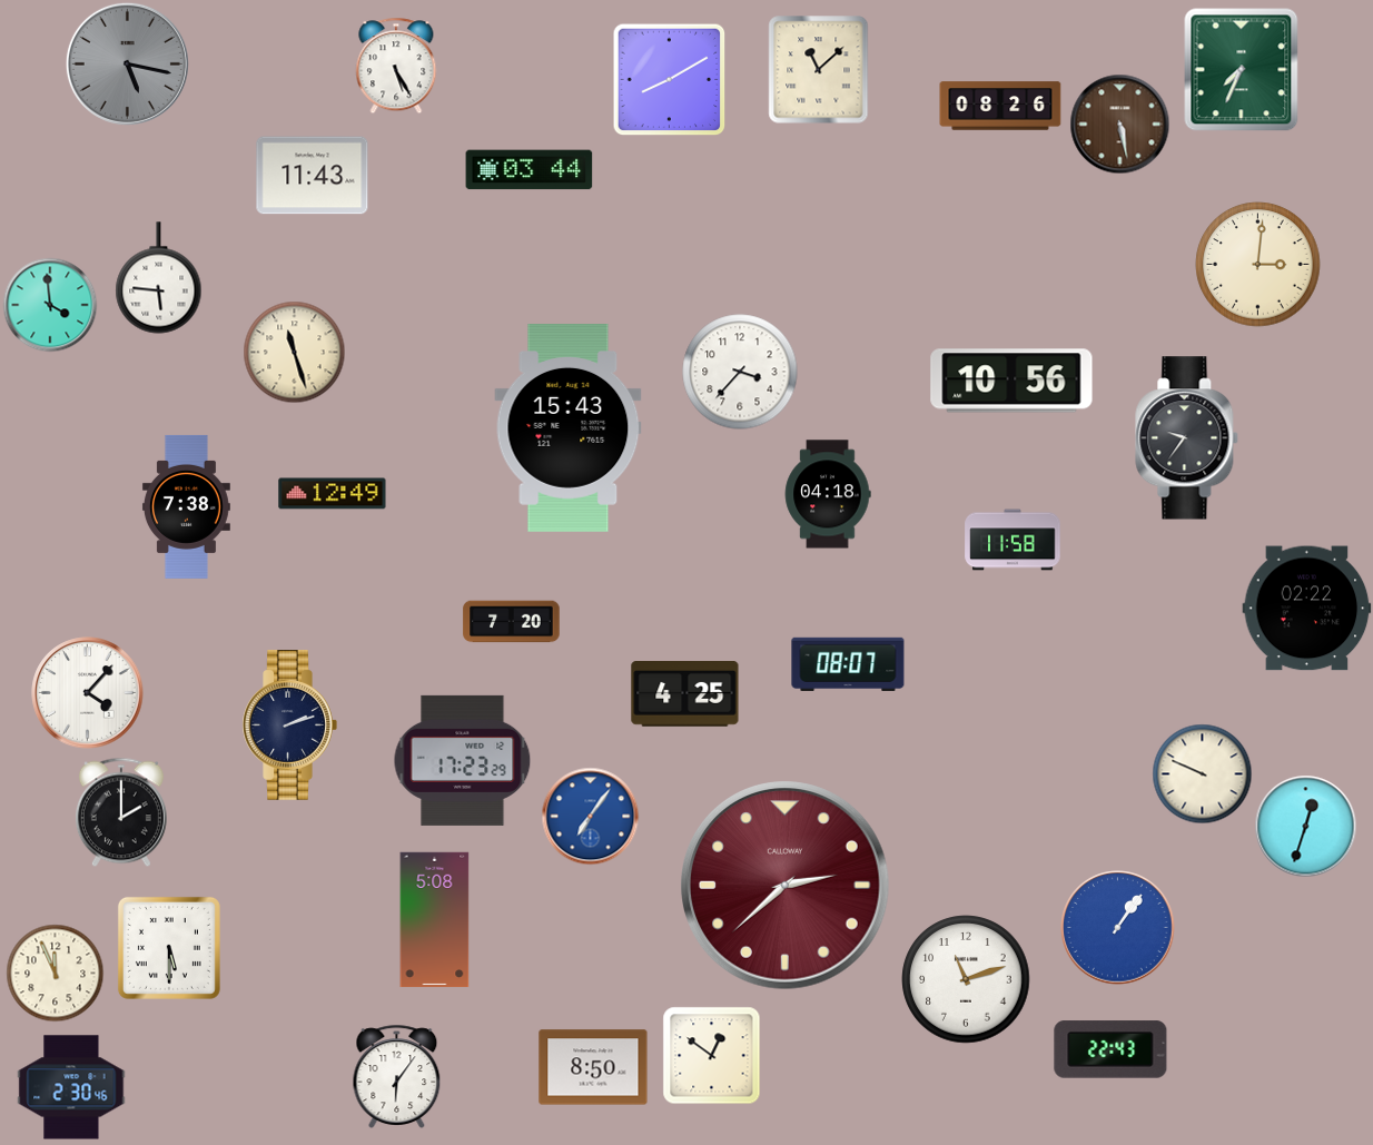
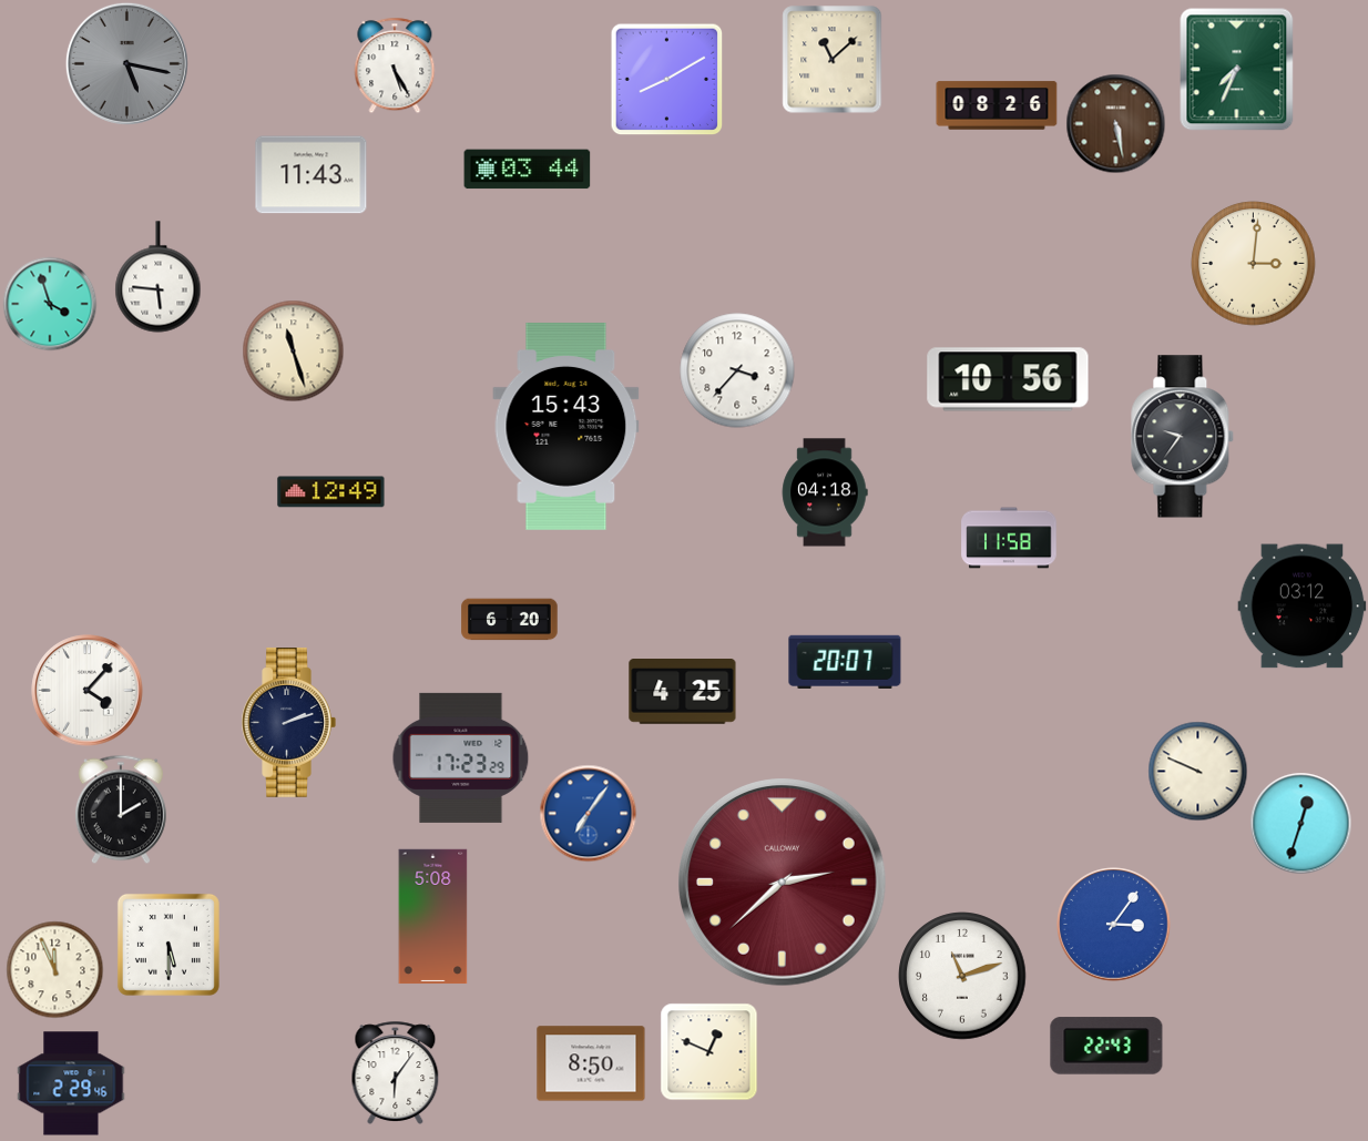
clock at (819, 70) position: (819, 70) -> (833, 60)
clock at (50, 305): 3:59 -> 3:57
clock at (187, 506): 7:38 -> none
clock at (1307, 609): 02:22 -> 03:12
clock at (512, 622): 7:20 -> 6:20
clock at (848, 664): 08:07 -> 20:07
clock at (1118, 928): 1:06 -> 3:06
clock at (711, 1055): 12:51 -> 12:49
clock at (71, 1087): 2:30 -> 2:29
